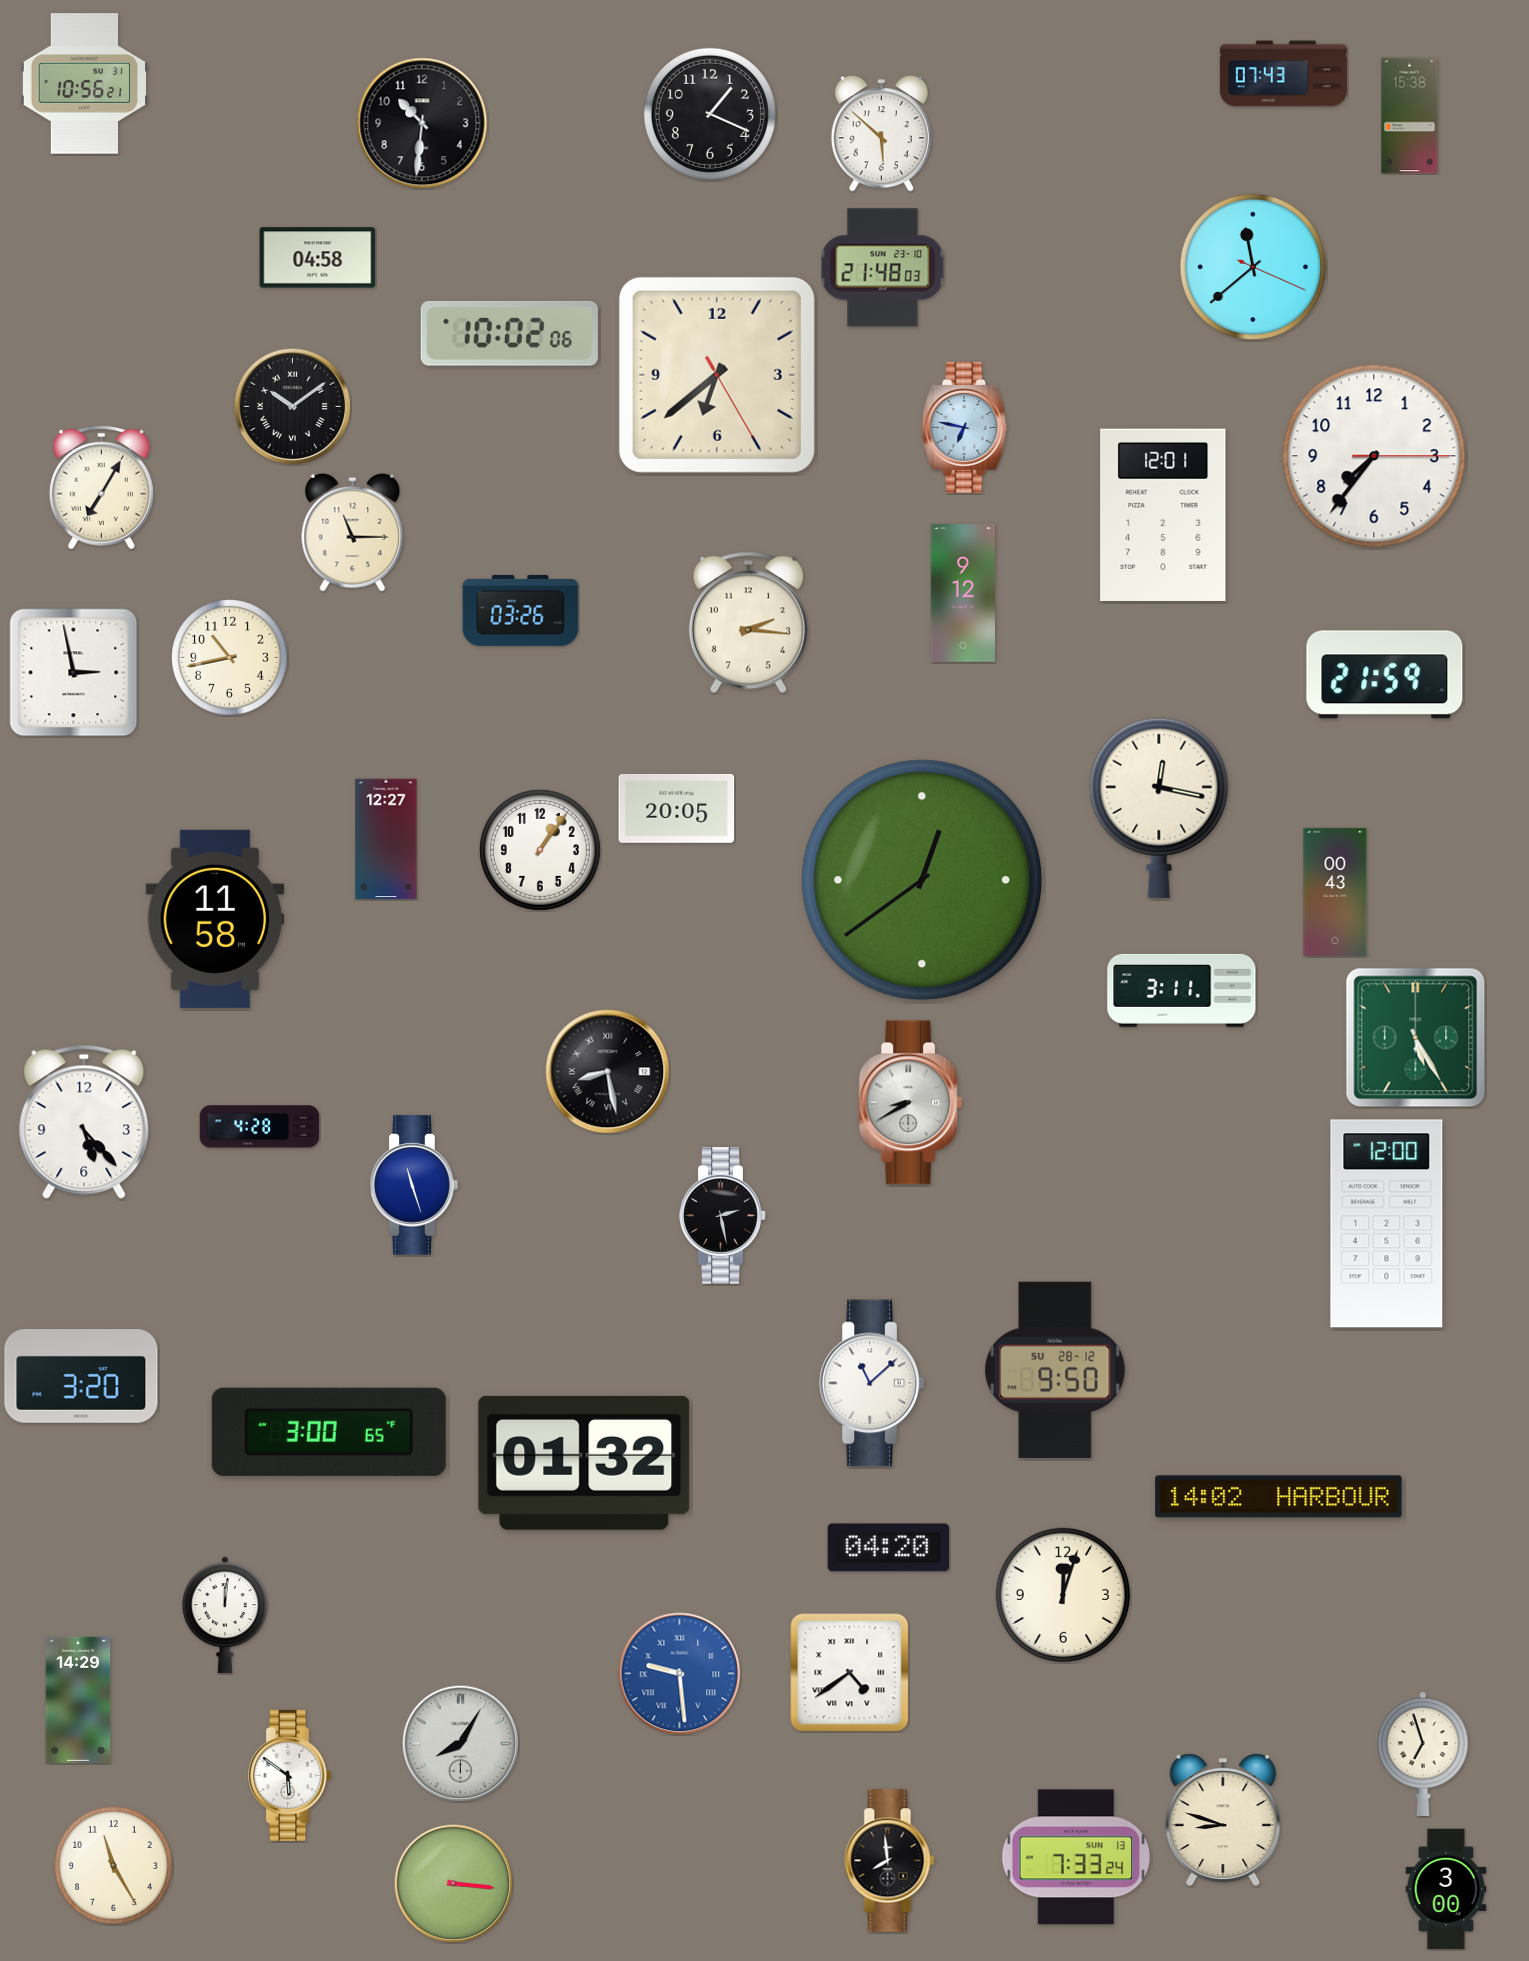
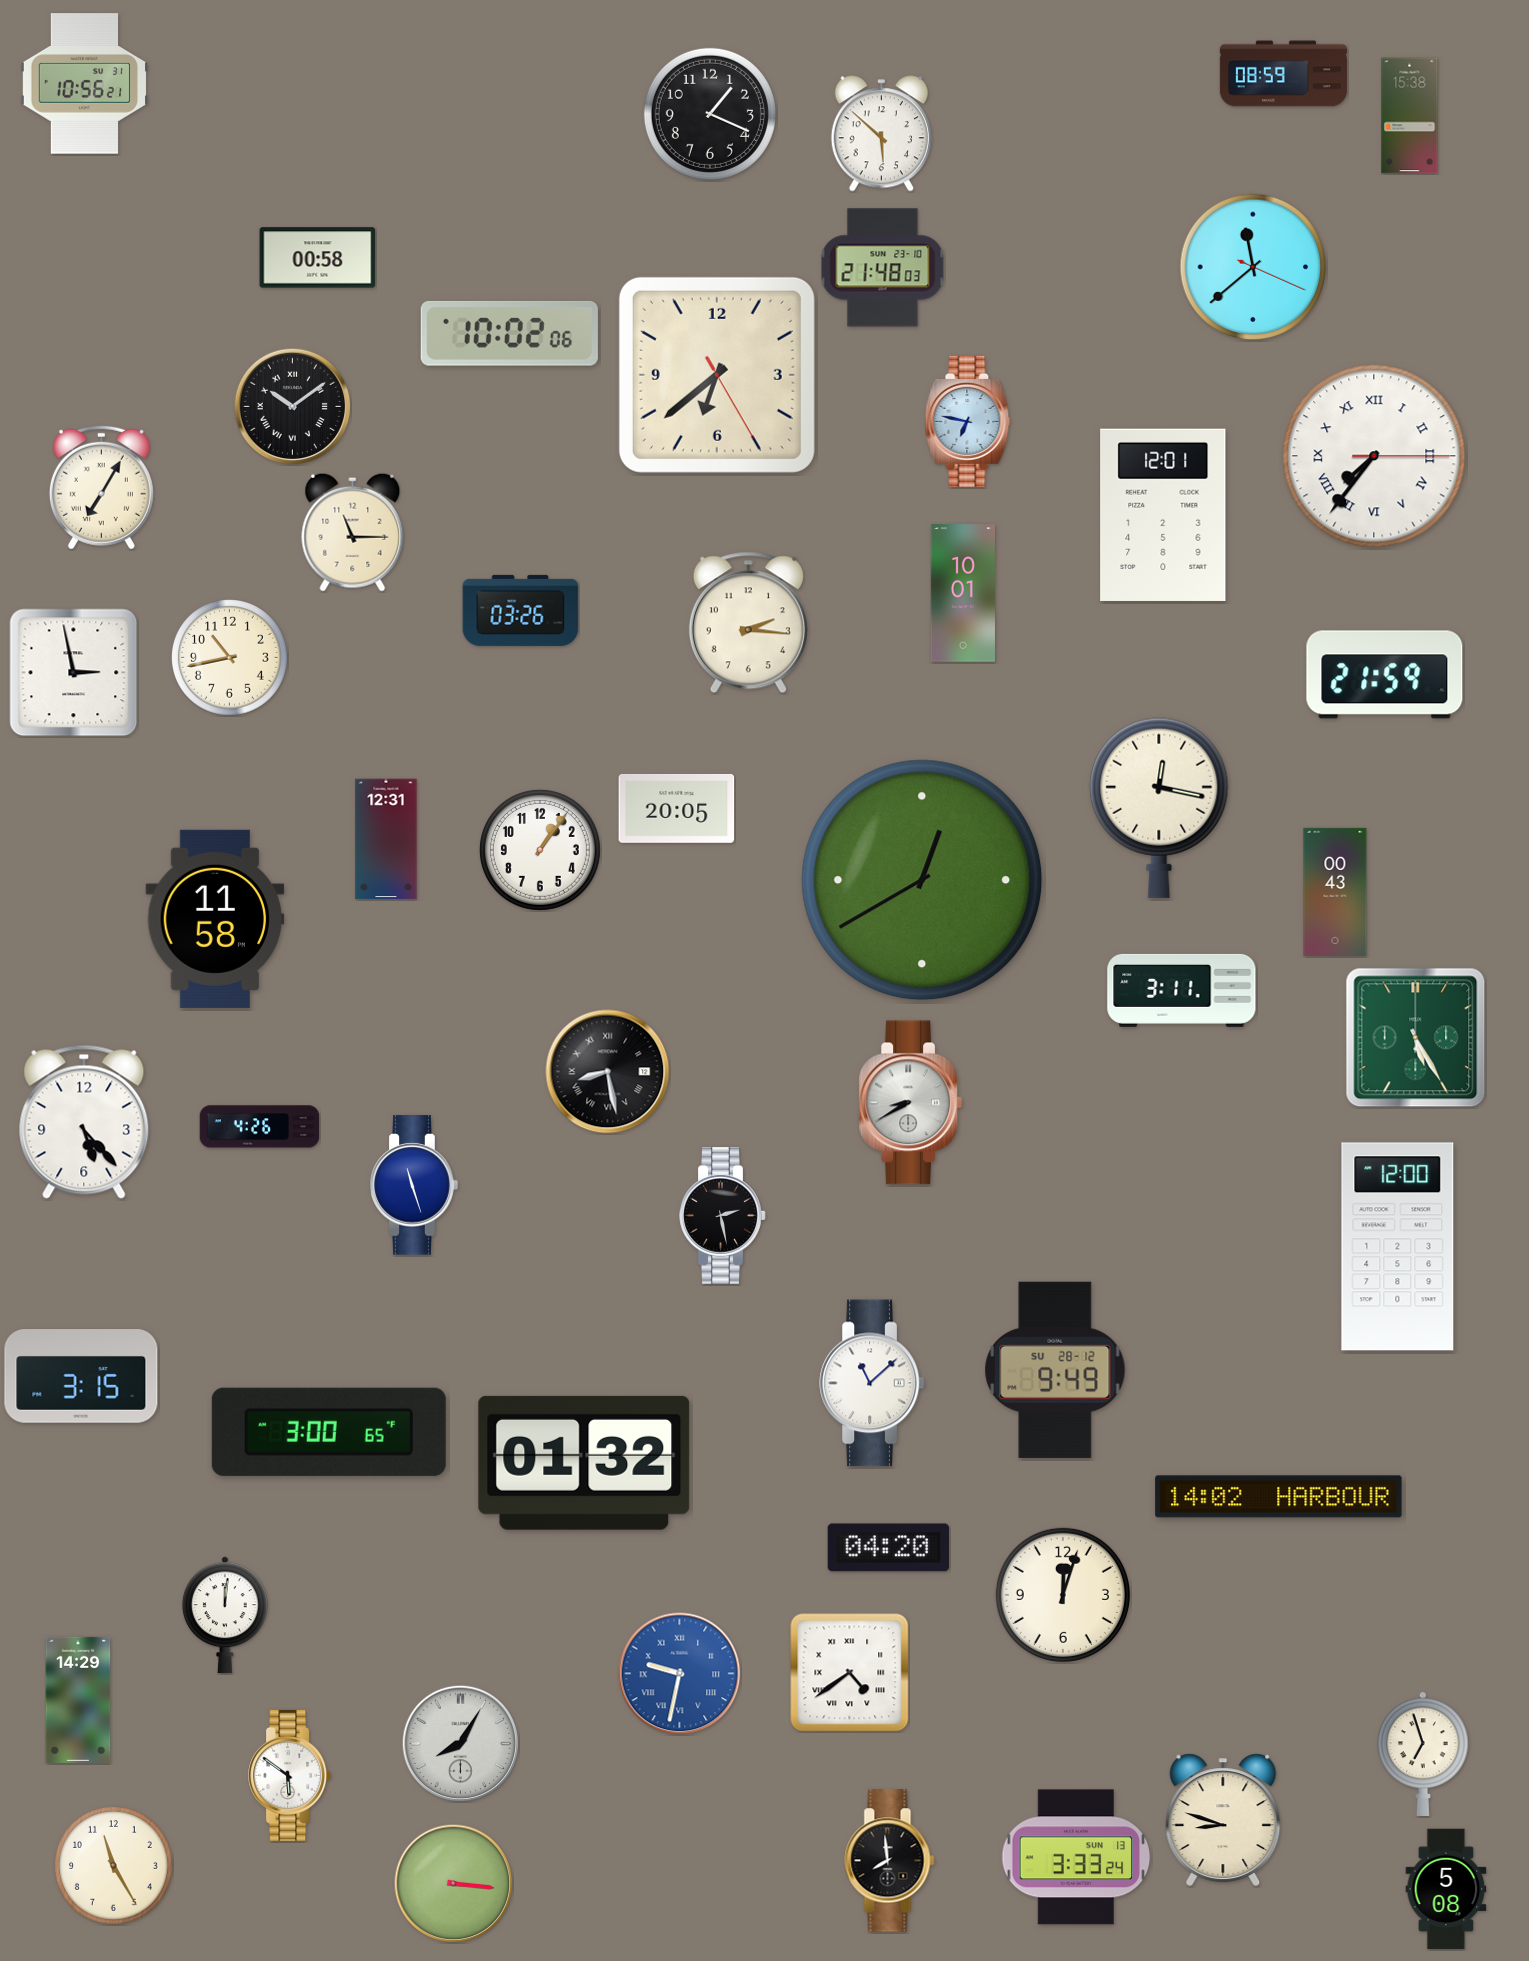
clock at (1283, 74): 07:43 -> 08:59
clock at (422, 123): 10:31 -> none
clock at (318, 258): 04:58 -> 00:58
clock at (965, 427) position: (965, 427) -> (968, 421)
clock at (1374, 456) numerals: Arabic -> Roman
clock at (963, 593): 9:12 -> 10:01
clock at (386, 839): 12:27 -> 12:31
clock at (922, 880): 12:39 -> 12:40
clock at (260, 1127): 4:28 -> 4:26
clock at (1387, 1224) position: (1387, 1224) -> (1398, 1247)
clock at (1055, 1370): 9:50 -> 9:49
clock at (81, 1376): 3:20 -> 3:15
clock at (680, 1674): 9:29 -> 9:32
clock at (1076, 1857): 7:33 -> 3:33
clock at (1446, 1889): 3:00 -> 5:08
